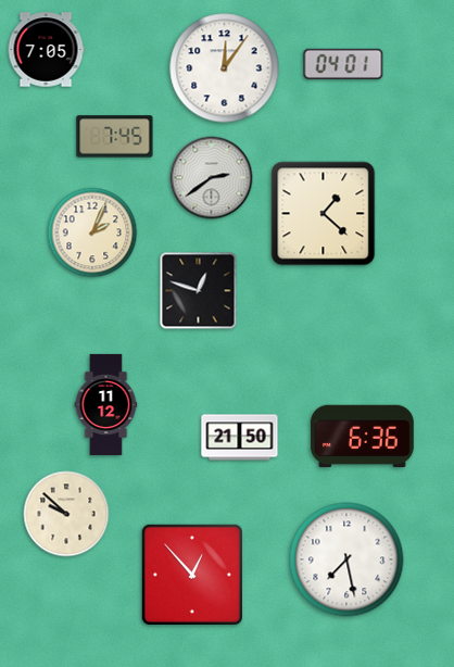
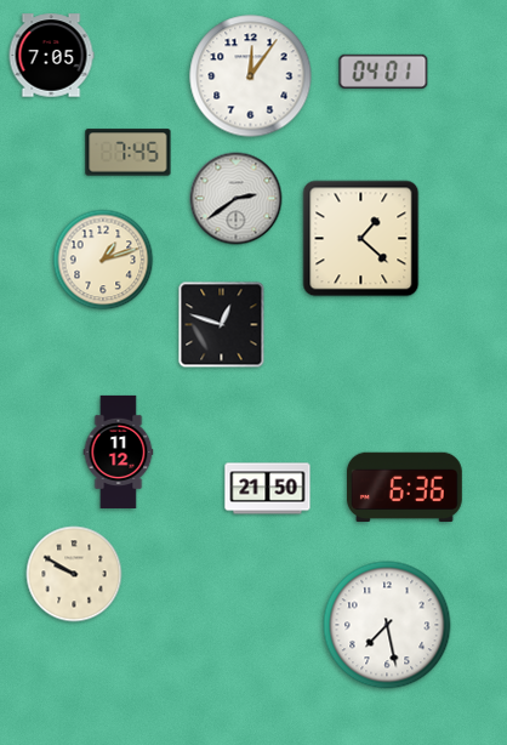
clock at (92, 232): 2:04 -> 1:12
clock at (66, 514): 9:52 -> 9:50
clock at (192, 575): 12:53 -> none
